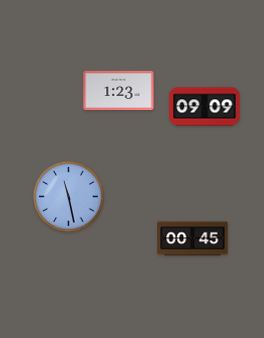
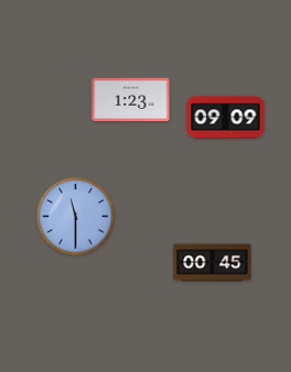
clock at (69, 197): 11:28 -> 11:30
